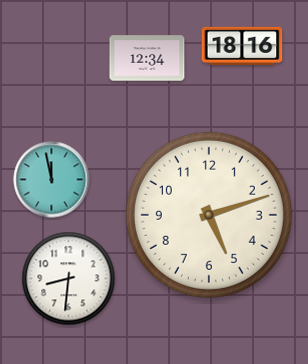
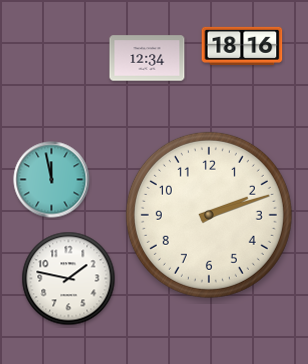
clock at (209, 215): 5:12 -> 2:12
clock at (69, 279): 8:31 -> 1:47
